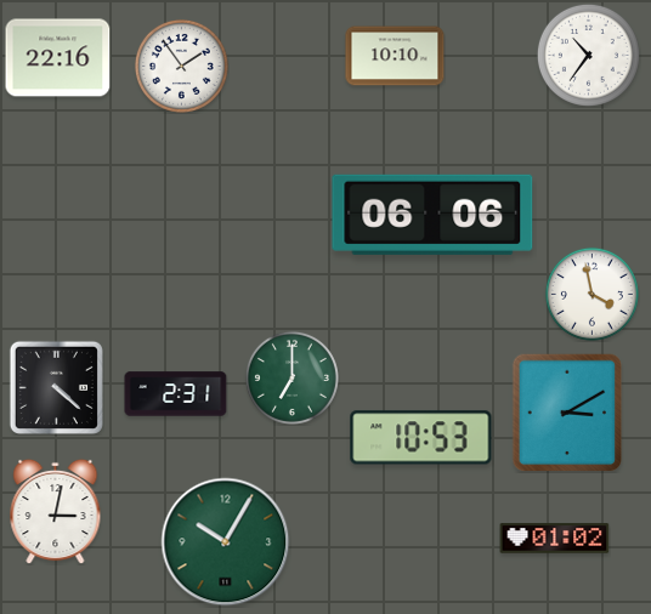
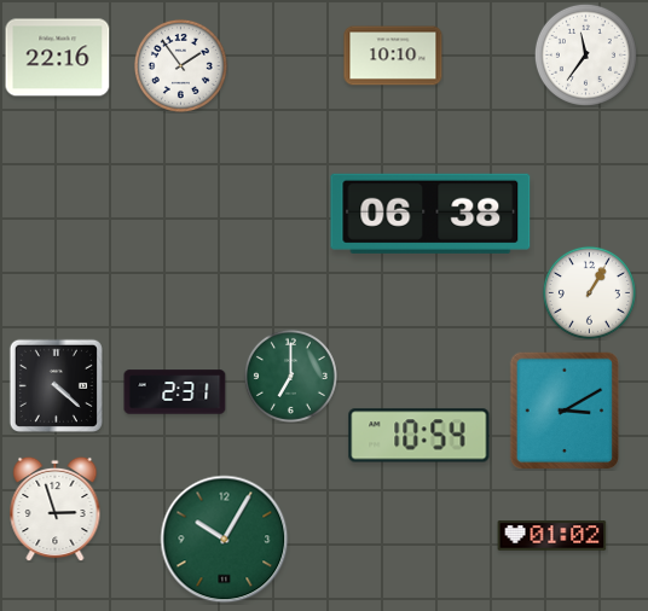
clock at (588, 55): 10:36 -> 11:36
clock at (432, 215): 06:06 -> 06:38
clock at (591, 294): 3:58 -> 1:05
clock at (421, 438): 10:53 -> 10:54
clock at (56, 511): 3:02 -> 2:57
